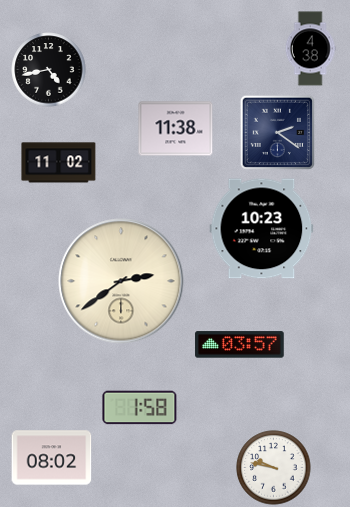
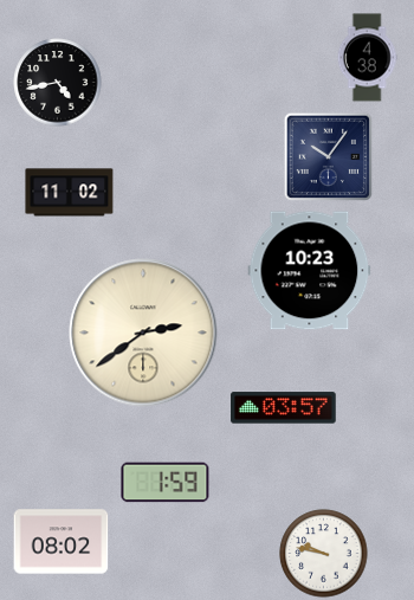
clock at (176, 129): 11:38 -> none
clock at (277, 132): 2:21 -> 10:06
clock at (140, 408): 1:58 -> 1:59
